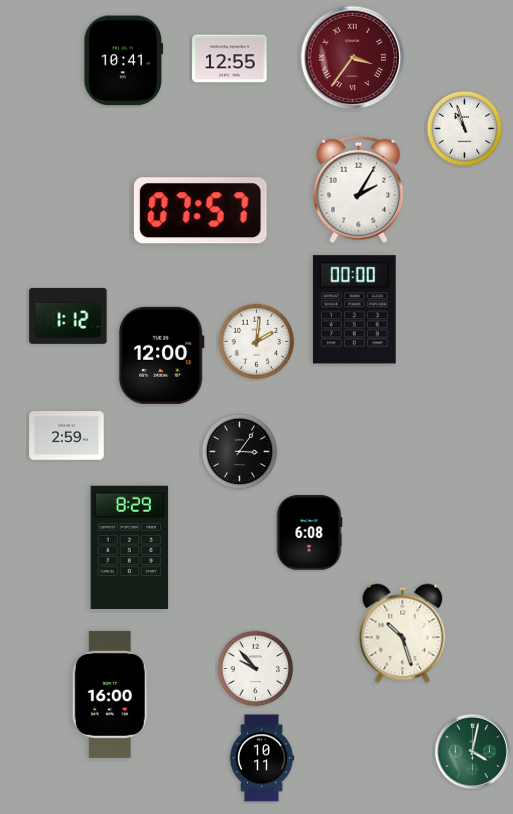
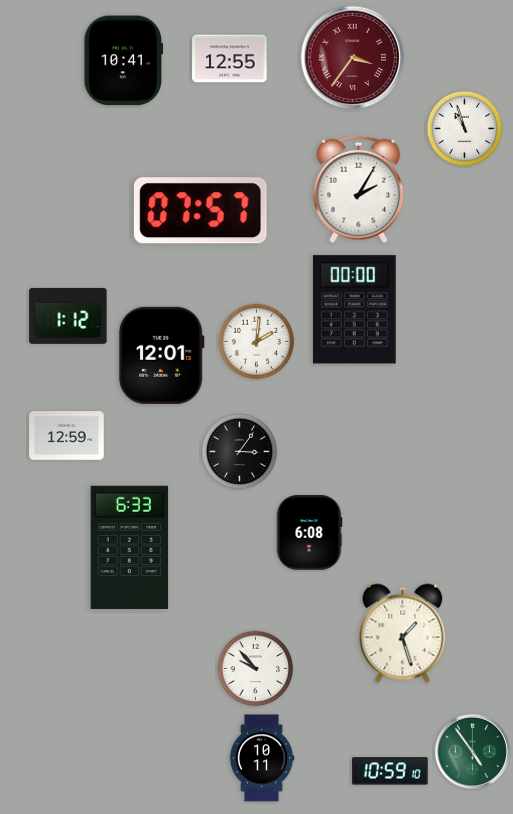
clock at (161, 355): 12:00 -> 12:01
clock at (67, 436): 2:59 -> 12:59
clock at (130, 547): 8:29 -> 6:33
clock at (403, 634): 10:27 -> 1:27
clock at (110, 694): 16:00 -> none
clock at (472, 751): 4:02 -> 4:54
clock at (390, 771): none -> 10:59
